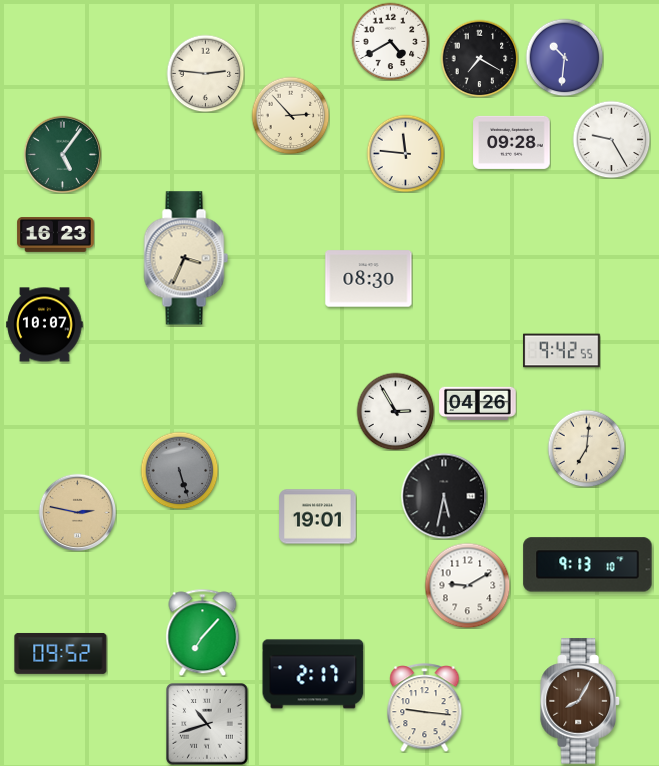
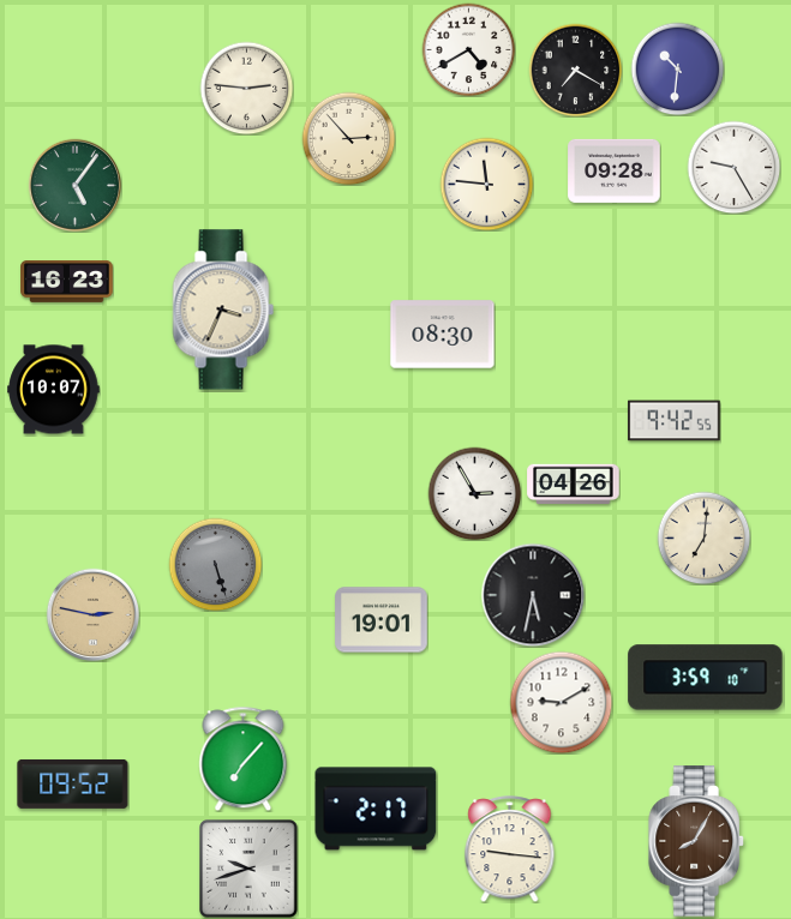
clock at (588, 565): 9:13 -> 3:59
clock at (207, 724): 10:42 -> 9:42
